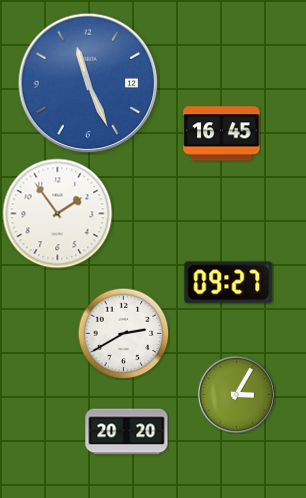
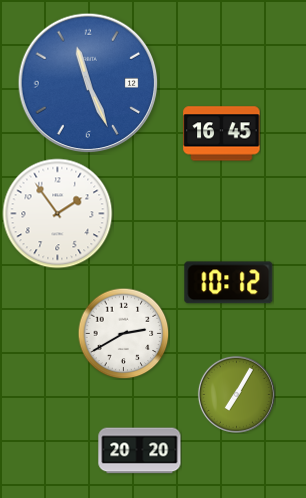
clock at (229, 283): 09:27 -> 10:12
clock at (236, 394): 3:05 -> 7:05
clock at (127, 432) position: (127, 432) -> (140, 451)
